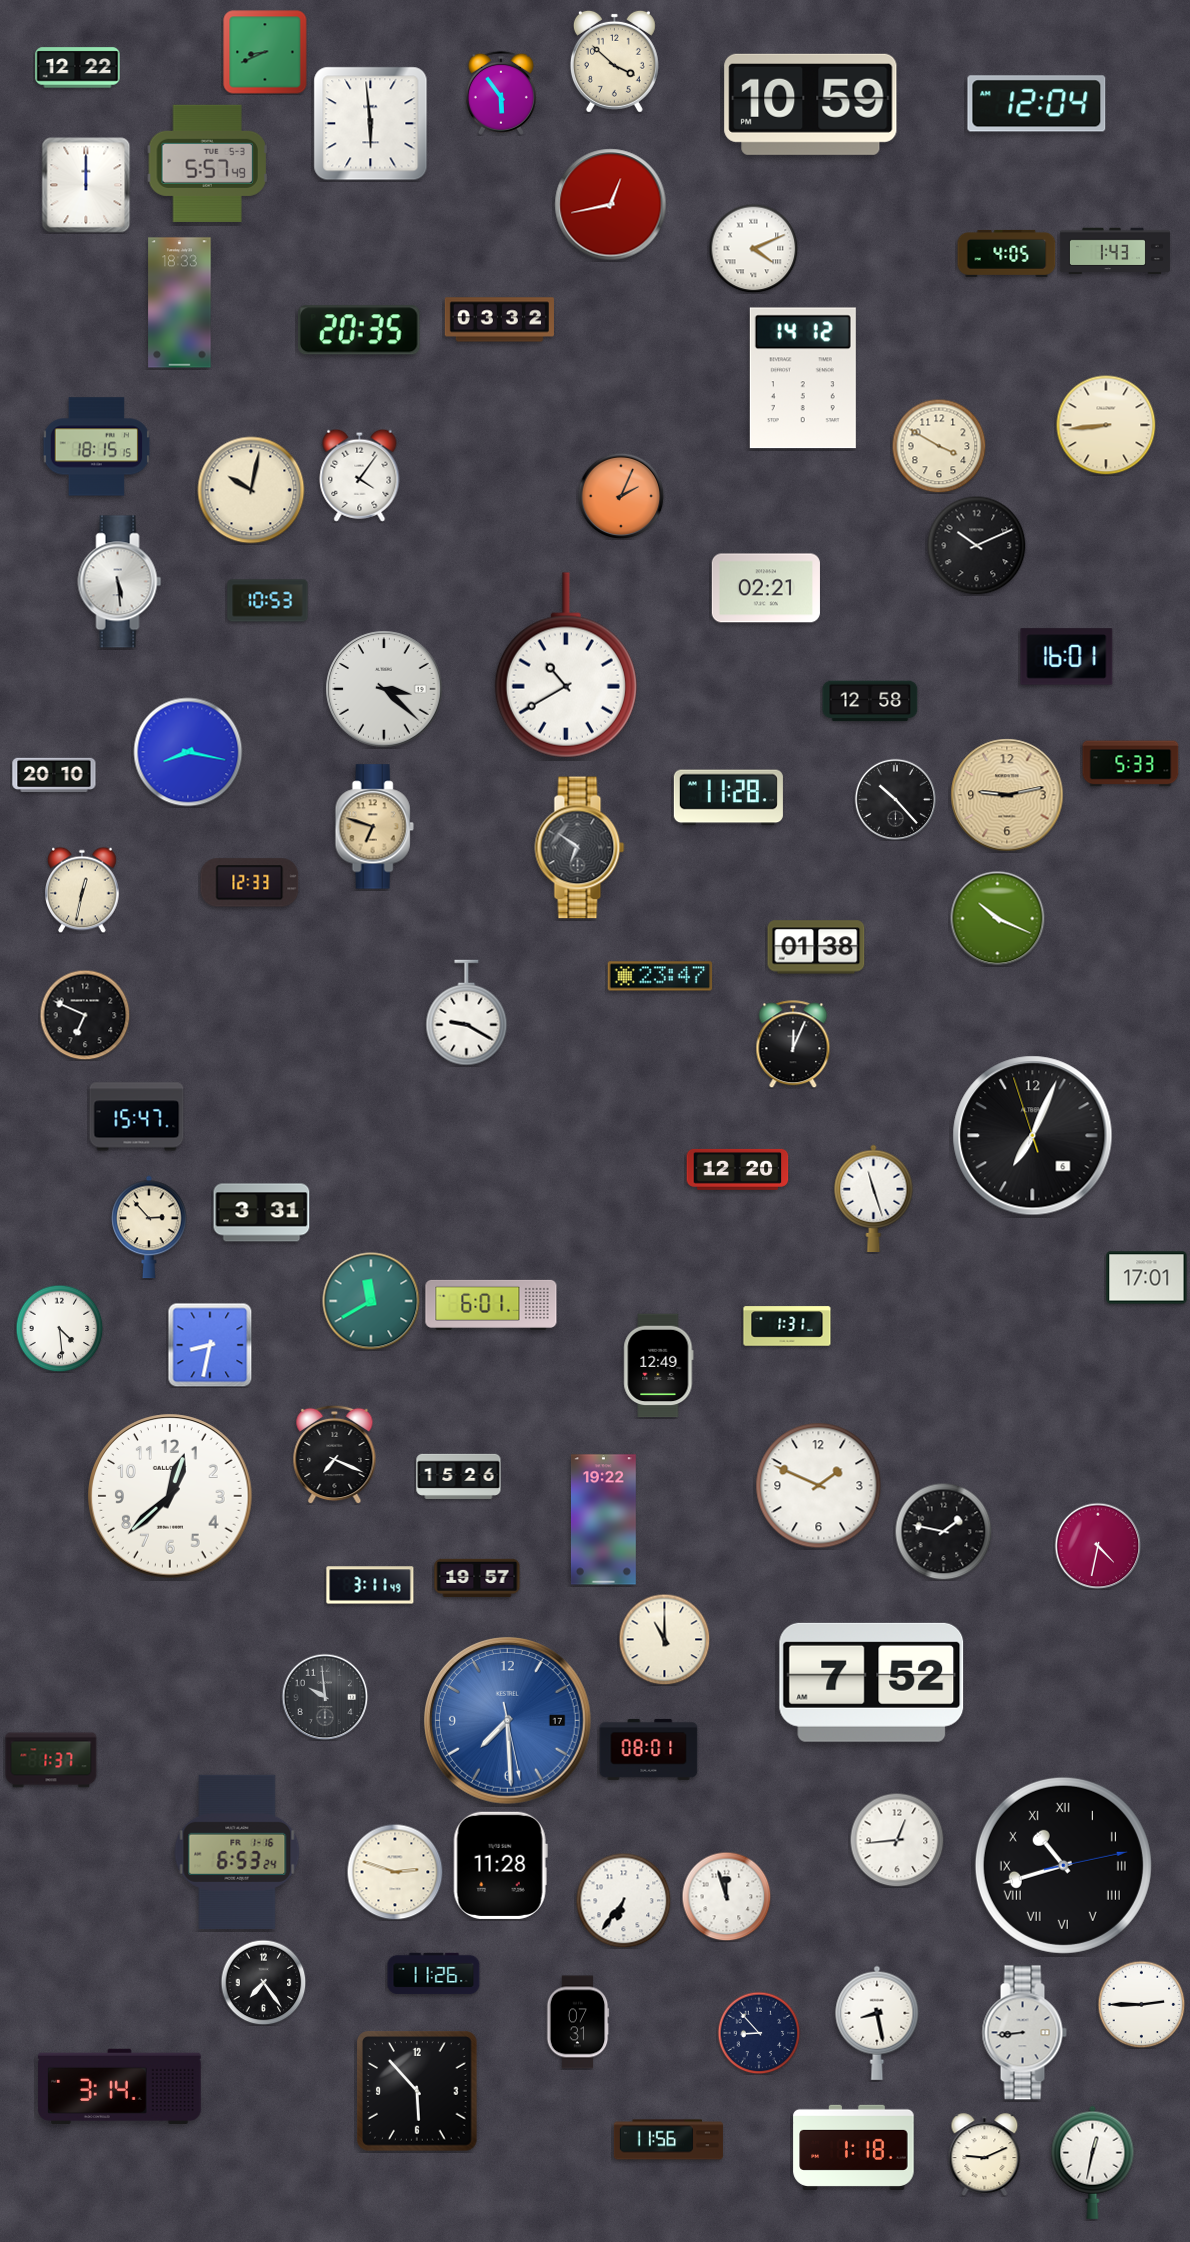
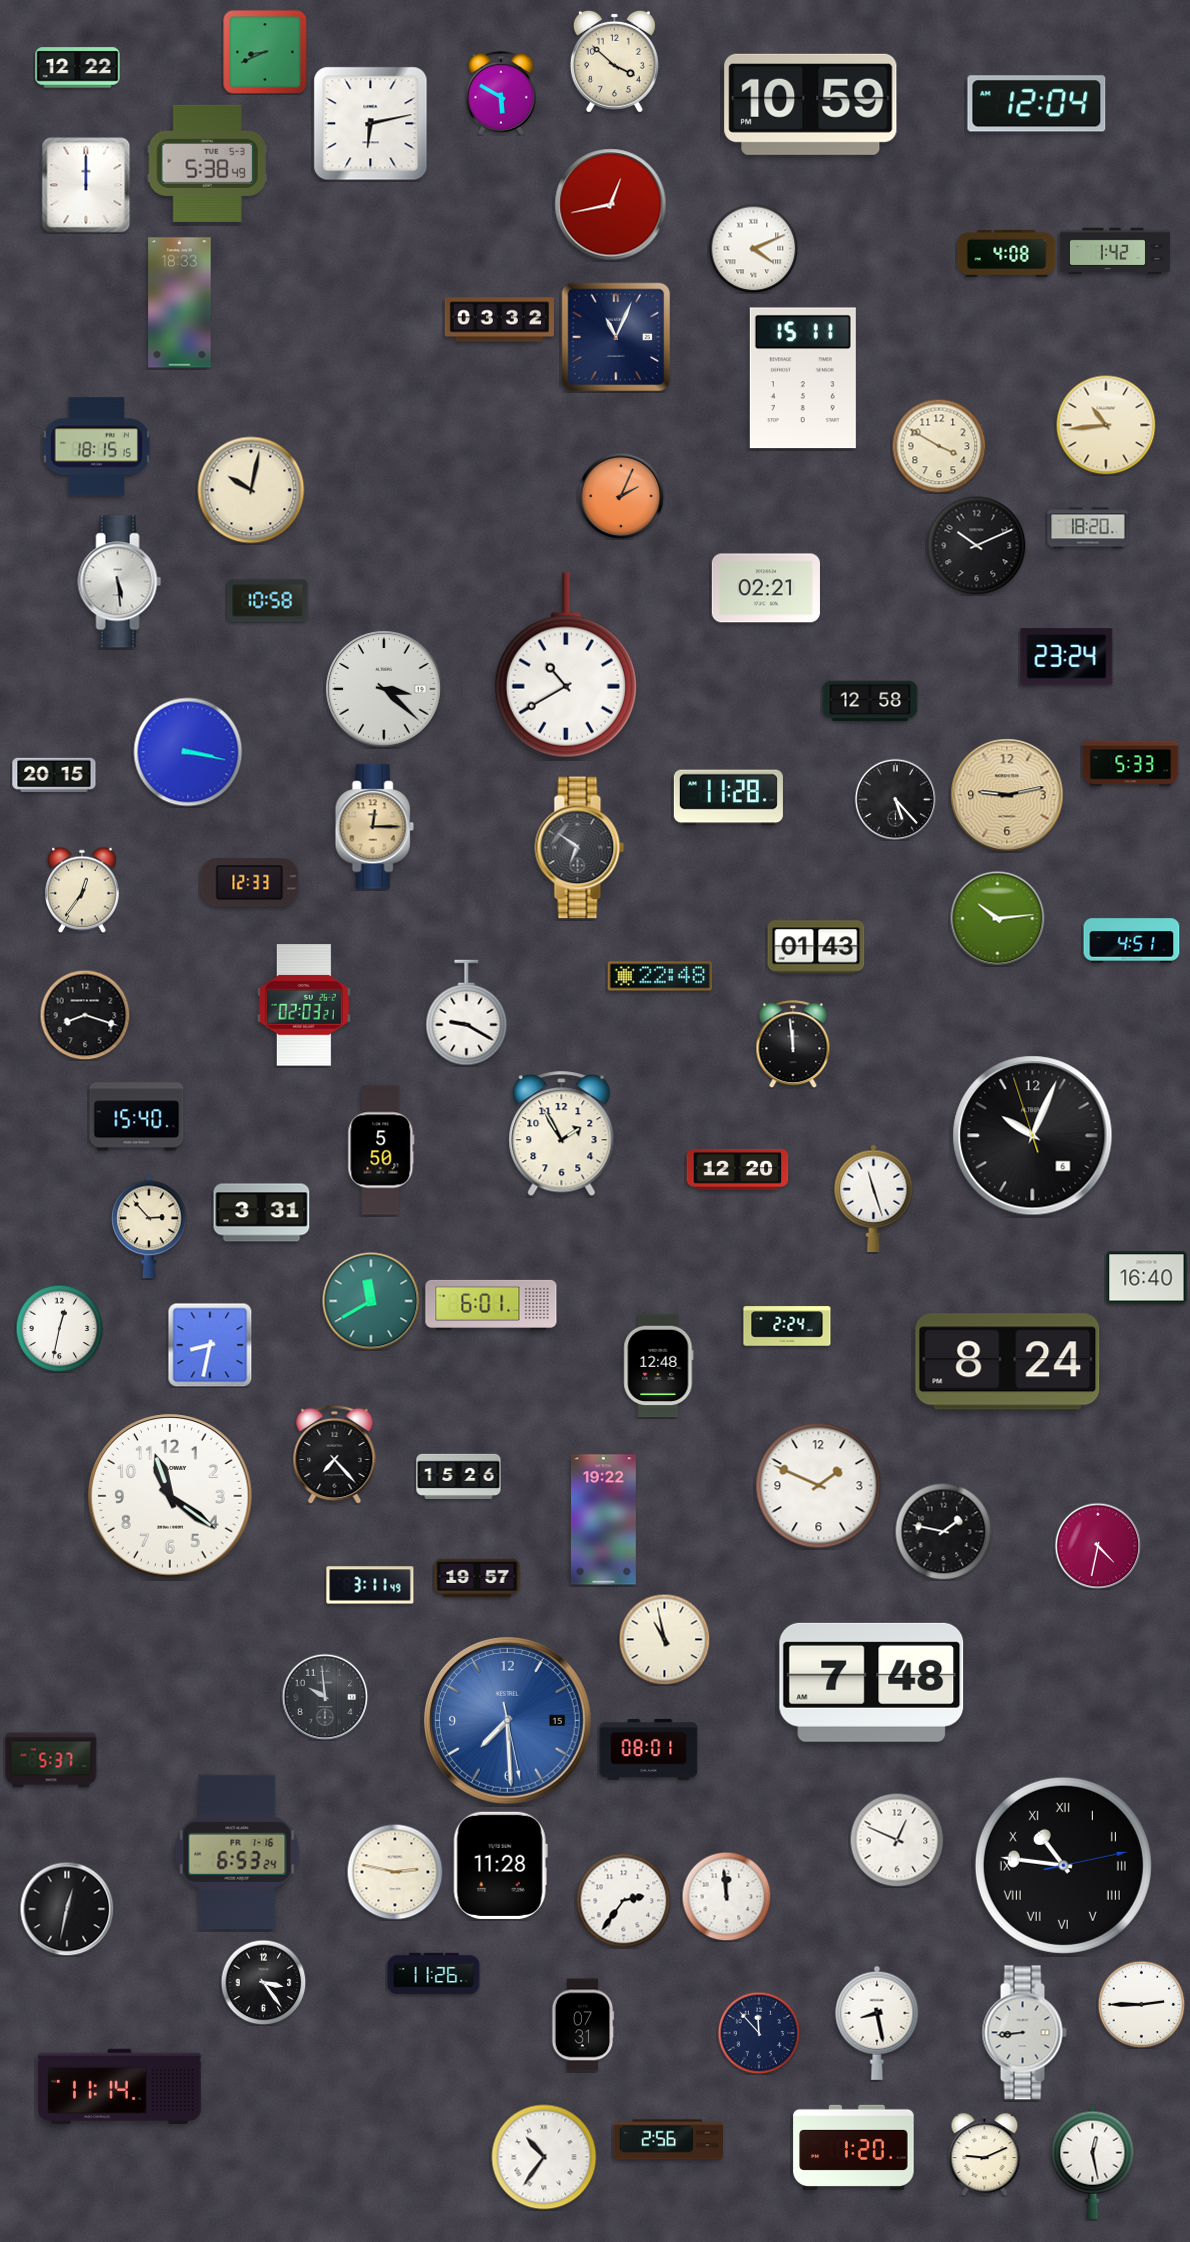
clock at (501, 93): 5:54 -> 5:50
clock at (371, 124): 5:59 -> 6:13
clock at (207, 163): 5:57 -> 5:38
clock at (1115, 251): 1:43 -> 1:42
clock at (1007, 253): 4:05 -> 4:08
clock at (359, 330): 20:35 -> none
clock at (616, 337): none -> 11:04
clock at (803, 378): 14:12 -> 15:11
clock at (1106, 425): 8:44 -> 10:44
clock at (360, 475): 4:06 -> none
clock at (1088, 528): none -> 18:20
clock at (268, 601): 10:53 -> 10:58
clock at (1067, 657): 16:01 -> 23:24
clock at (188, 752): 8:17 -> 3:17
clock at (54, 774): 20:10 -> 20:15
clock at (895, 799): 10:23 -> 5:23
clock at (374, 827): 6:48 -> 12:15
clock at (82, 890): 12:32 -> 12:36
clock at (997, 918): 10:19 -> 10:14
clock at (1132, 941): none -> 4:51
clock at (816, 947): 01:38 -> 01:43
clock at (660, 976): 23:47 -> 22:48
clock at (304, 1005): none -> 02:03
clock at (85, 1015): 6:49 -> 8:18
clock at (793, 1044): 12:04 -> 11:59
clock at (137, 1117): 15:47 -> 15:40
clock at (562, 1134): none -> 1:55
clock at (1033, 1136): 7:03 -> 10:03
clock at (381, 1150): none -> 5:50
clock at (1147, 1278): 17:01 -> 16:40
clock at (787, 1326): 1:31 -> 2:24
clock at (59, 1328): 4:29 -> 12:32
clock at (1008, 1362): none -> 8:24
clock at (659, 1366): 12:49 -> 12:48
clock at (335, 1454): 7:19 -> 7:23
clock at (170, 1496): 12:38 -> 11:21
clock at (664, 1639): 11:00 -> 10:58
clock at (872, 1682): 7:52 -> 7:48
clock at (508, 1721) date: 17 -> 15
clock at (51, 1760): 1:37 -> 5:37
clock at (897, 1840): 12:44 -> 12:49
clock at (1063, 1865): 10:42 -> 10:46
clock at (395, 1872): 2:48 -> 2:47
clock at (726, 1896): 11:57 -> 11:59
clock at (623, 1900): 6:36 -> 2:36
clock at (67, 1909): none -> 12:32
clock at (263, 1982): 7:24 -> 3:24
clock at (578, 2022) position: (578, 2022) -> (583, 2025)
clock at (759, 2033): 8:53 -> 11:53
clock at (120, 2086): 3:14 -> 11:14
clock at (417, 2091): 5:53 -> none
clock at (668, 2140): 11:56 -> 2:56
clock at (854, 2147): 1:18 -> 1:20
clock at (544, 2157): none -> 10:36
clock at (1093, 2162): 12:32 -> 12:28
